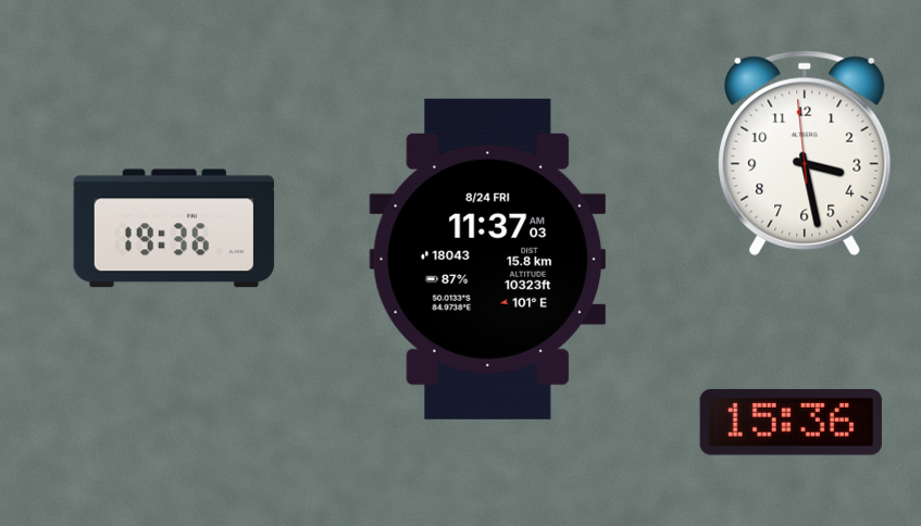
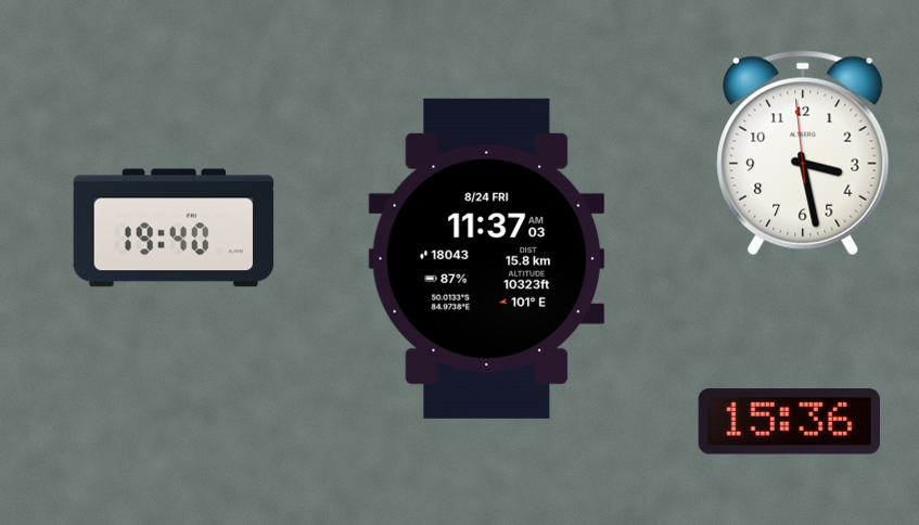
clock at (174, 228): 19:36 -> 19:40
